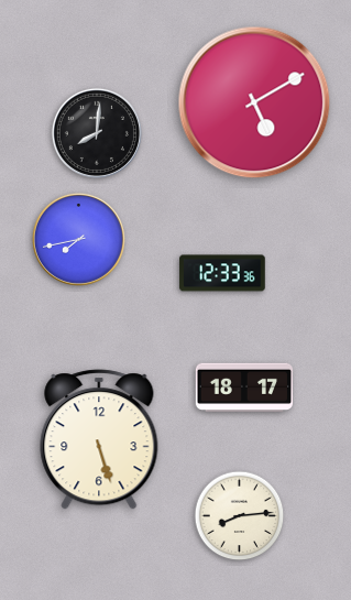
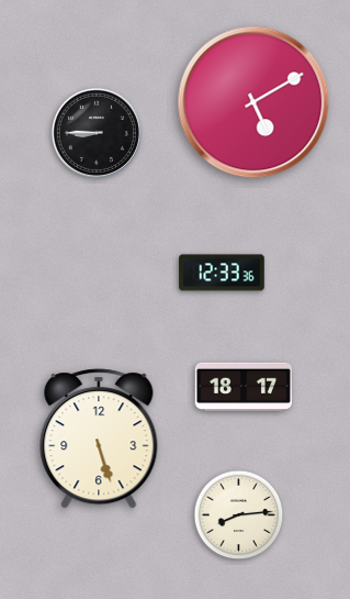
clock at (97, 133): 8:01 -> 8:45
clock at (78, 239): 7:43 -> none
